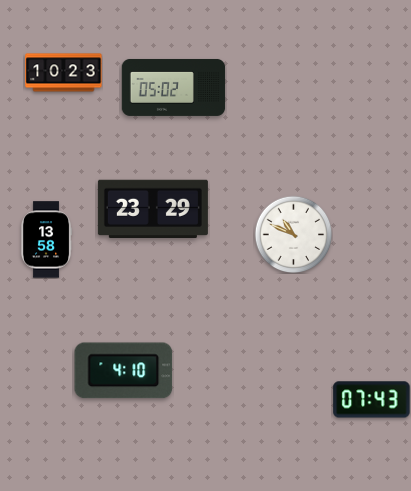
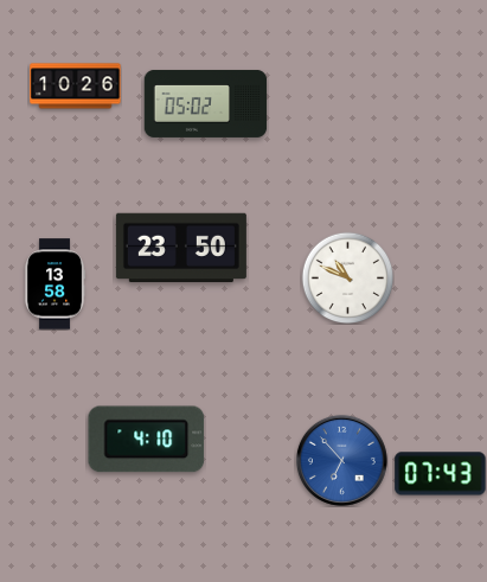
clock at (64, 73): 10:23 -> 10:26
clock at (153, 209): 23:29 -> 23:50
clock at (341, 460): none -> 6:53
